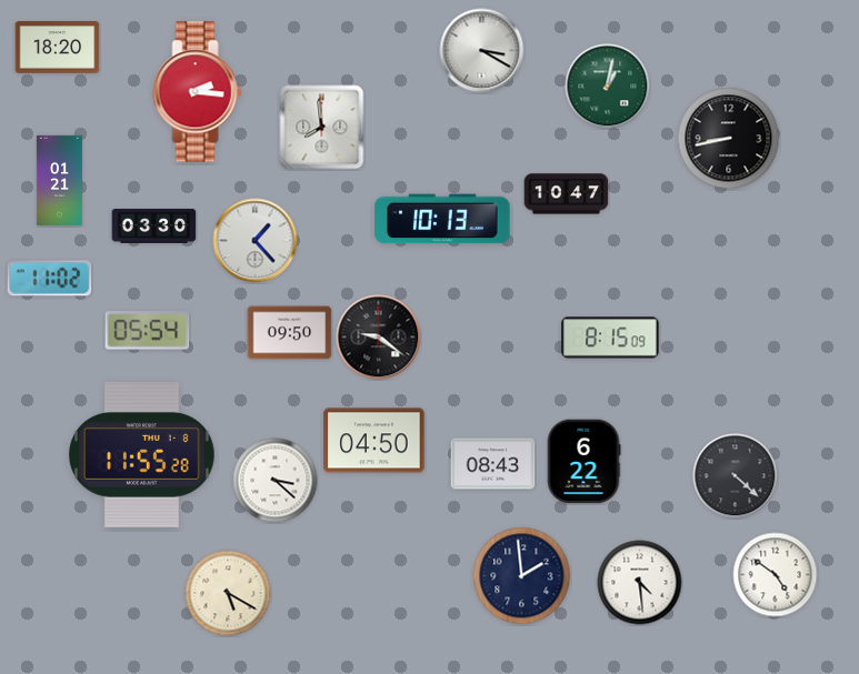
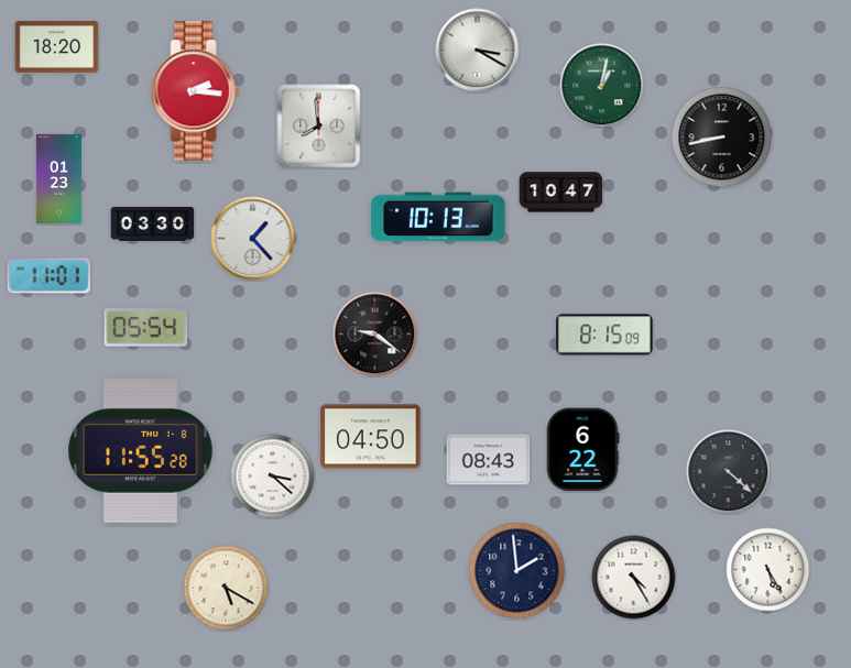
clock at (59, 180): 01:21 -> 01:23
clock at (50, 279): 11:02 -> 11:01
clock at (290, 333): 09:50 -> none
clock at (583, 462) position: (583, 462) -> (582, 450)
clock at (776, 575): 4:51 -> 5:25
clock at (640, 583): 4:29 -> 4:25
